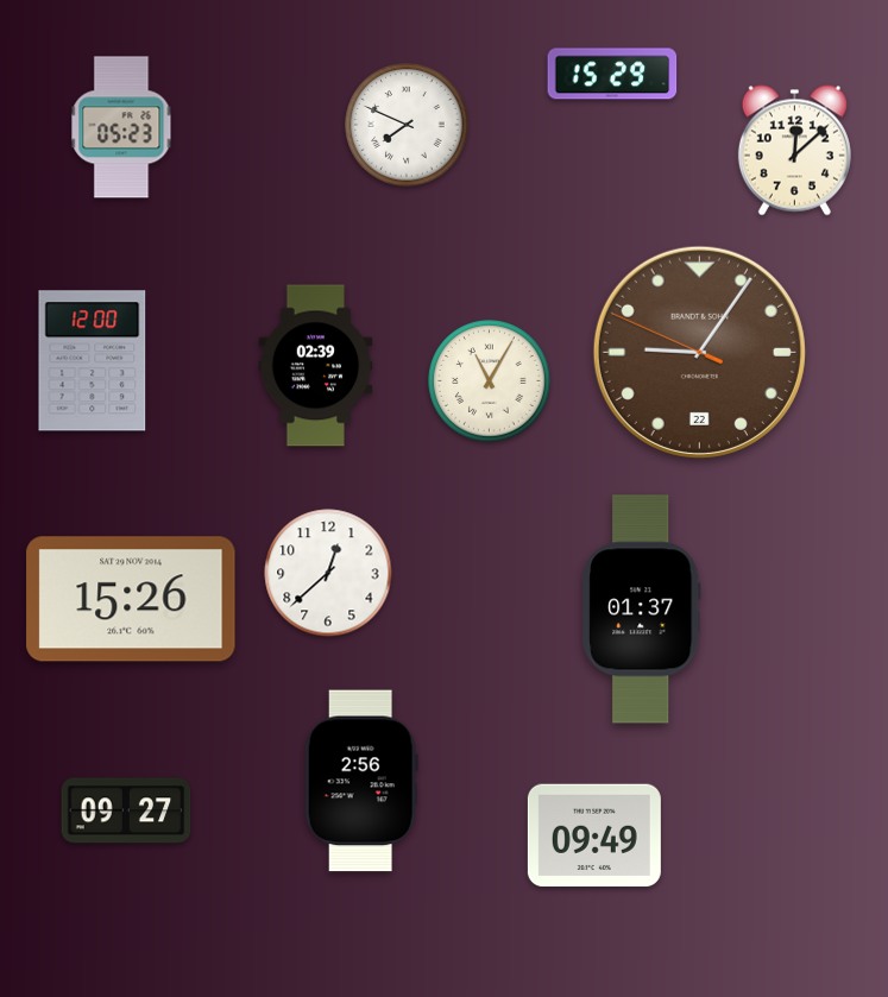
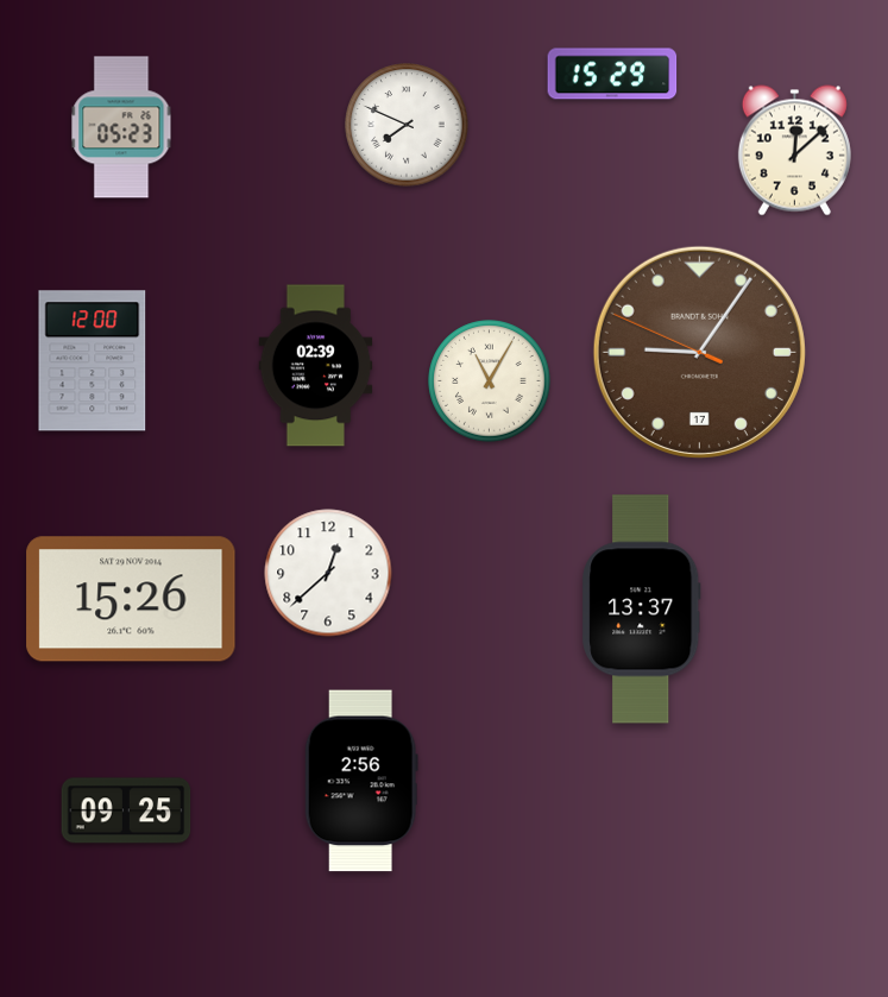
clock at (699, 352) date: 22 -> 17
clock at (642, 610): 01:37 -> 13:37
clock at (126, 810): 09:27 -> 09:25
clock at (594, 835): 09:49 -> none
